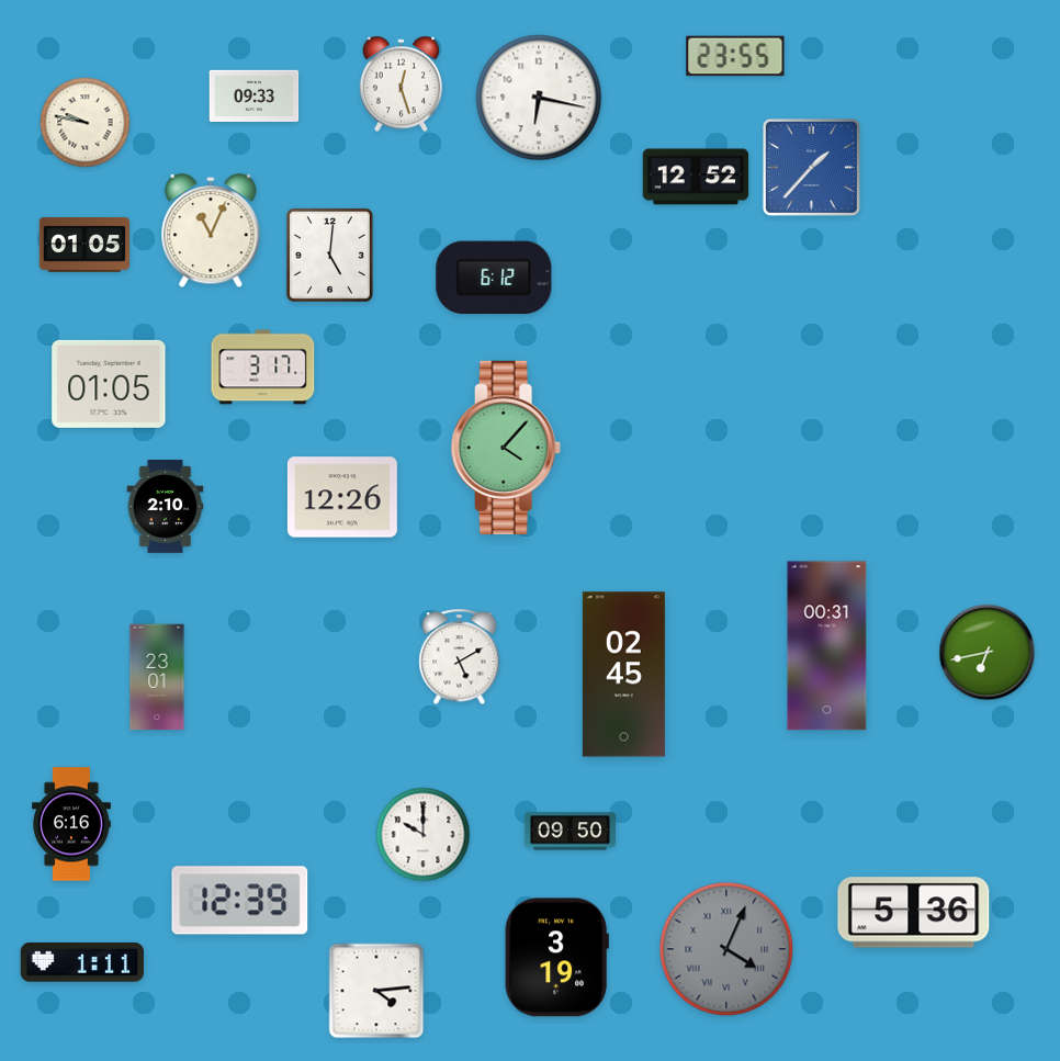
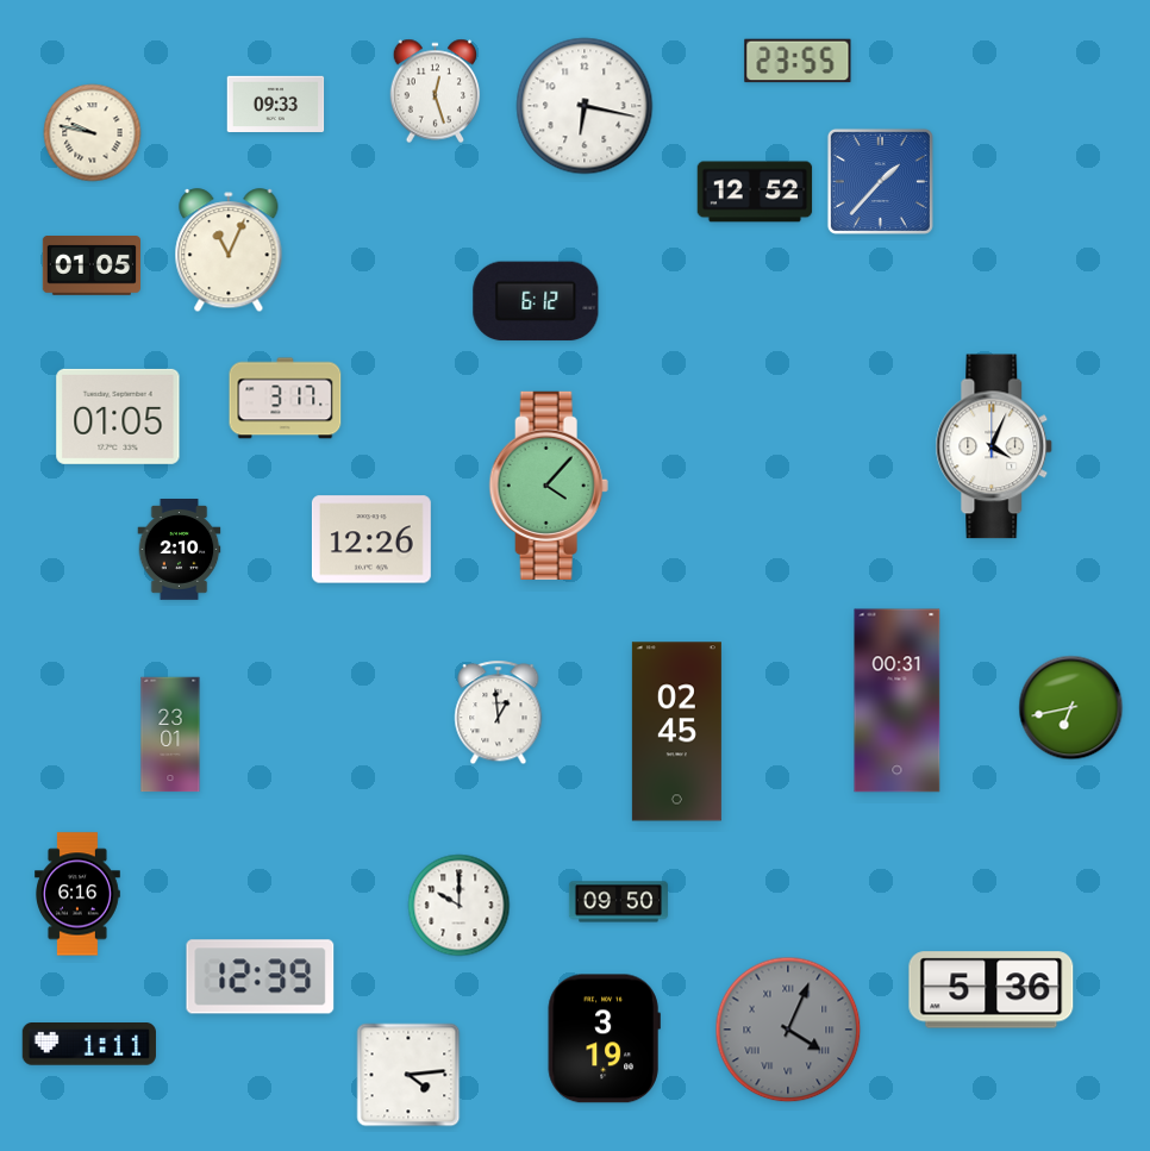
clock at (329, 255): 5:01 -> none
clock at (994, 446): none -> 4:04
clock at (460, 657): 5:10 -> 12:59
